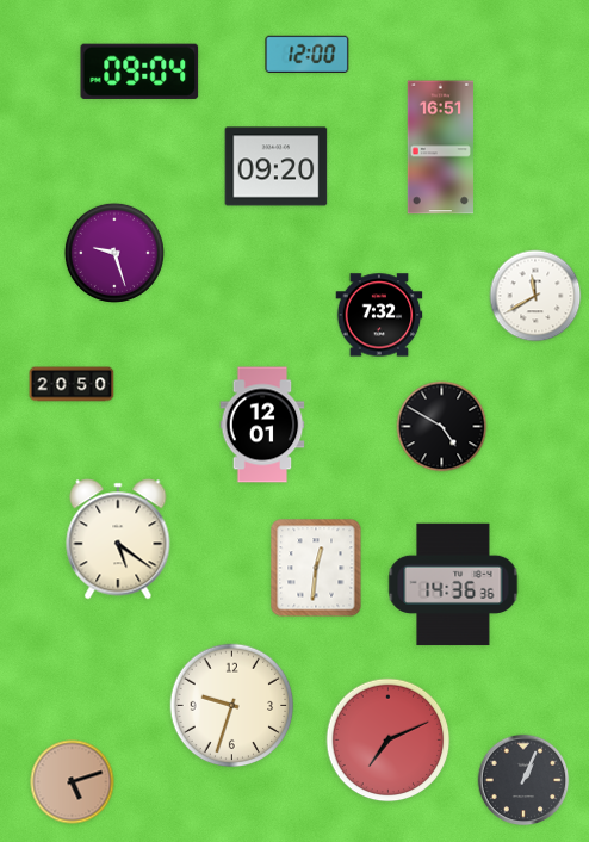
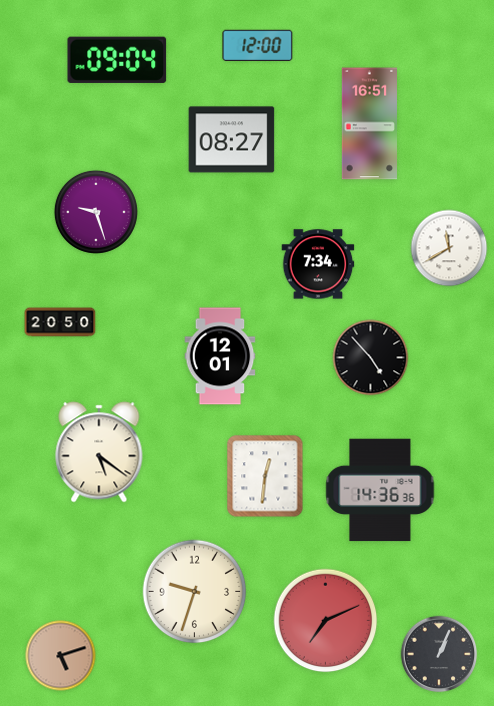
clock at (277, 167): 09:20 -> 08:27
clock at (379, 315): 7:32 -> 7:34
clock at (442, 427): 4:50 -> 4:53
